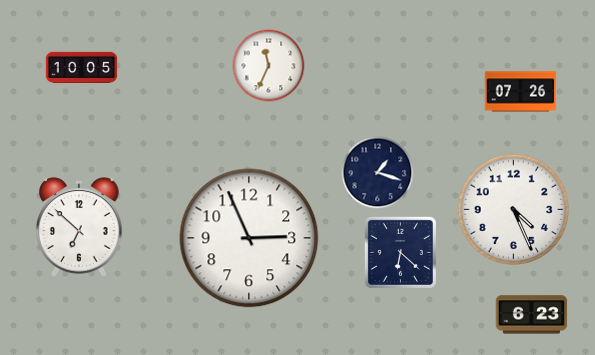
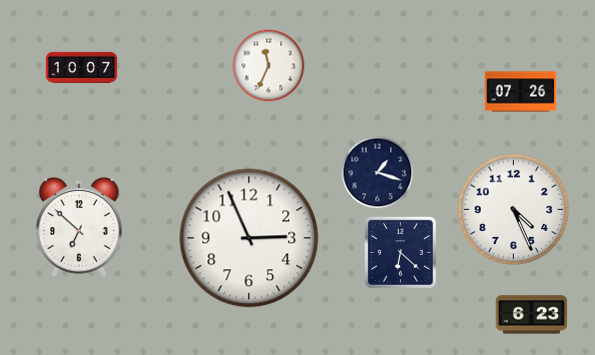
clock at (82, 67): 10:05 -> 10:07
